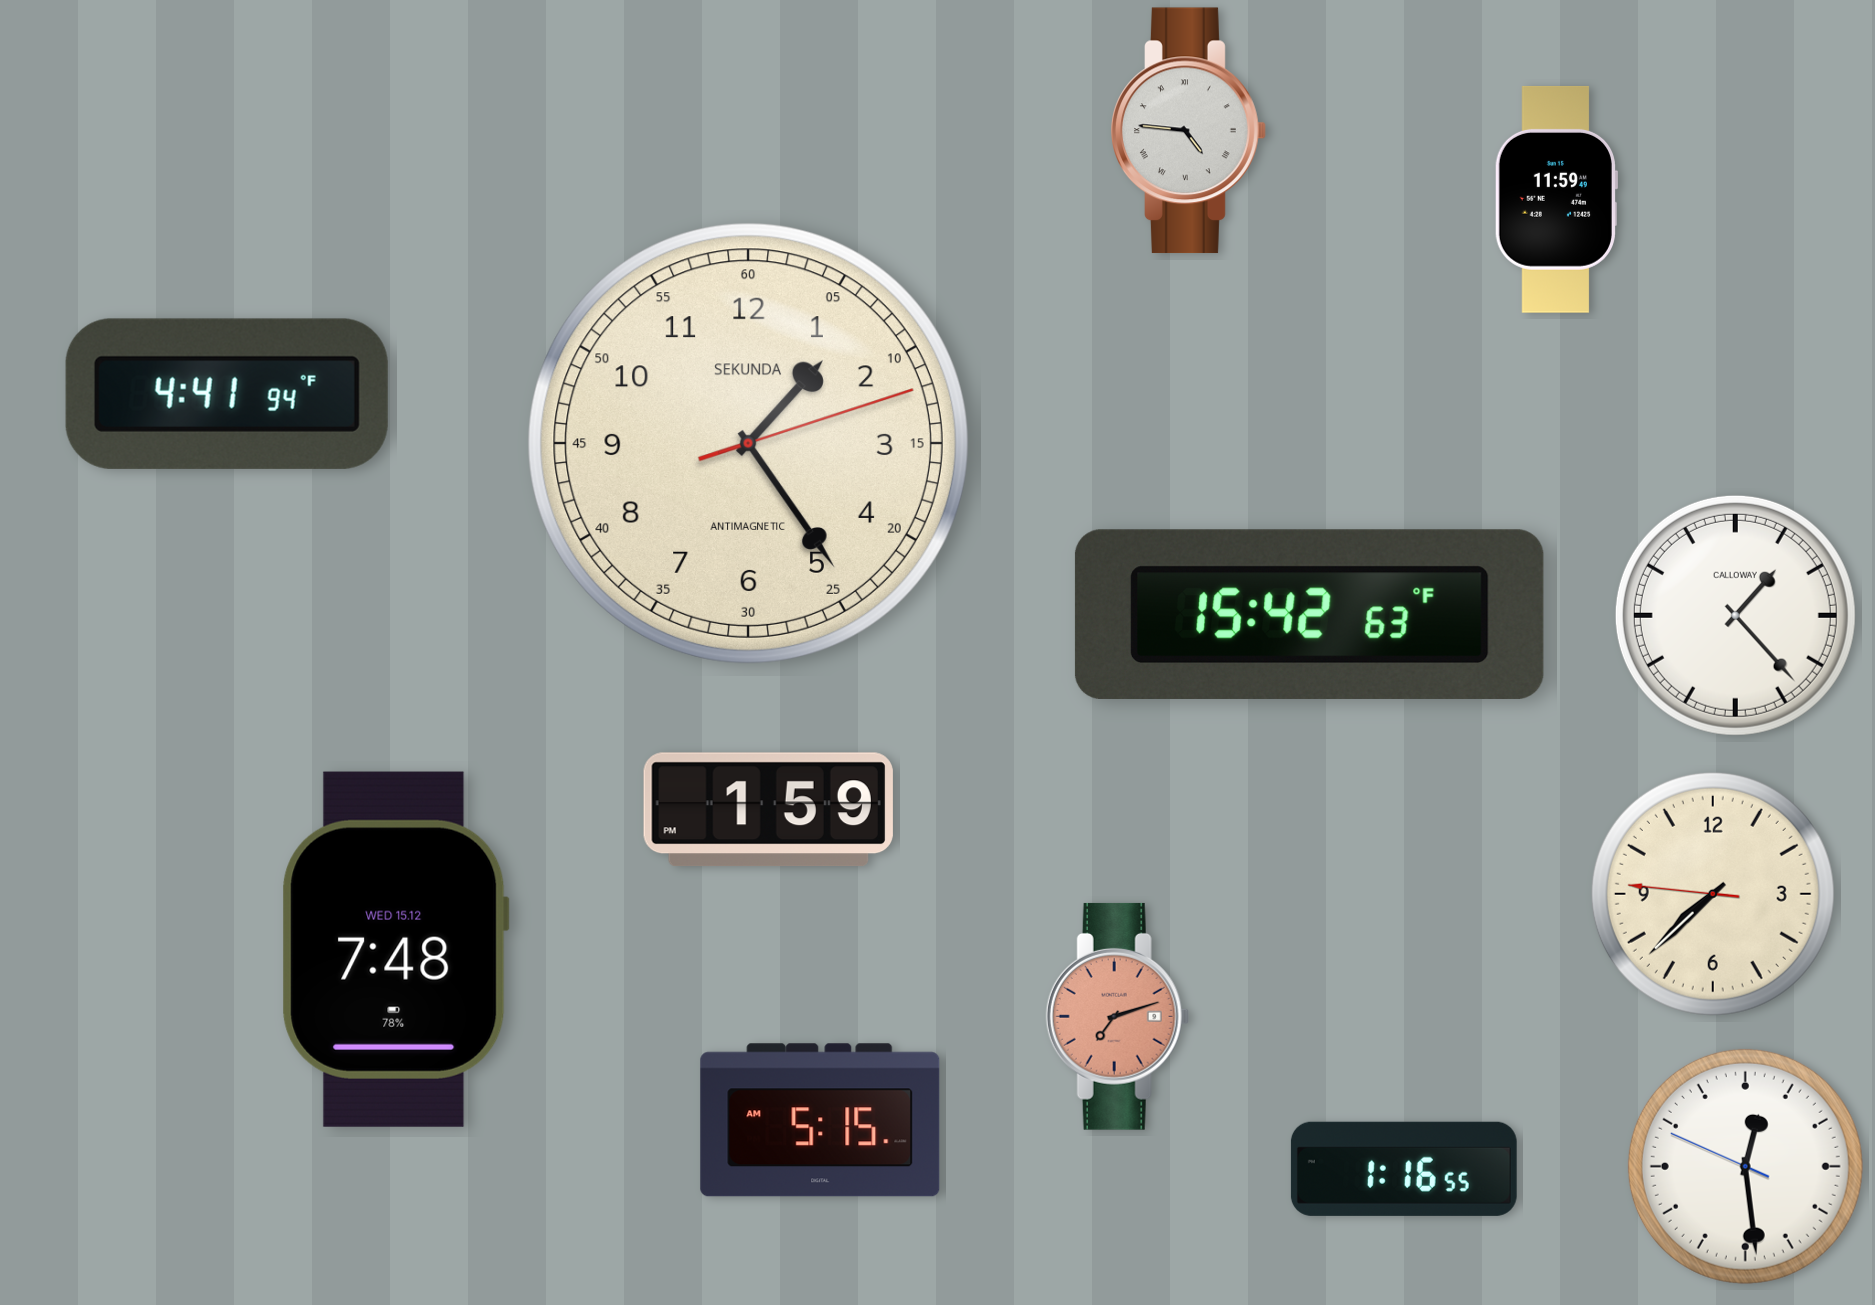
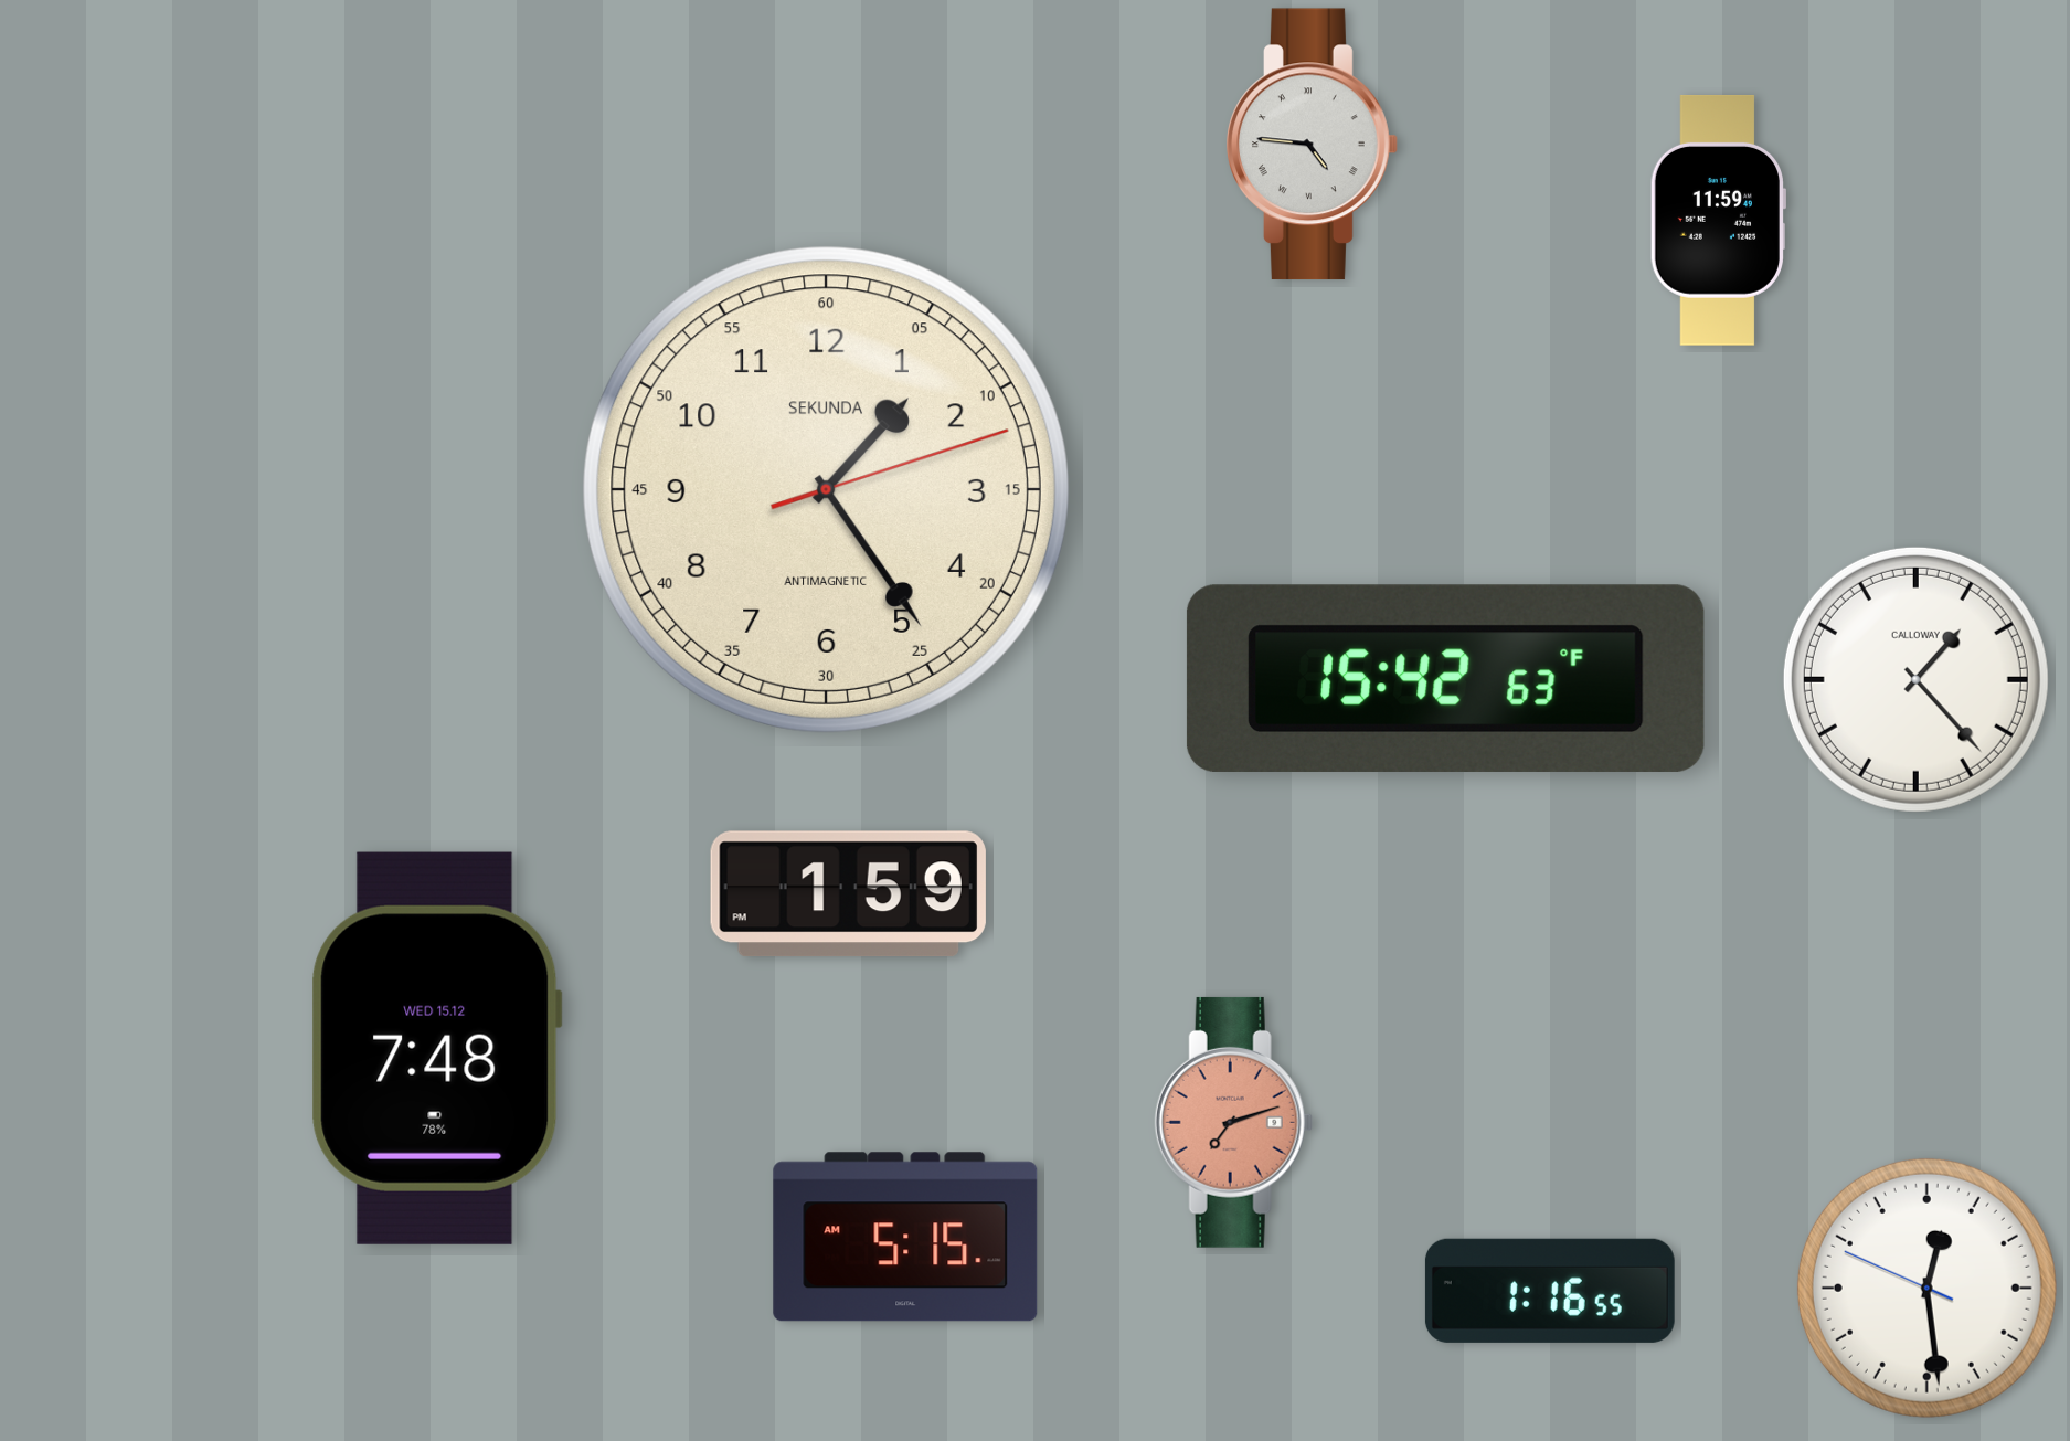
clock at (227, 394): 4:41 -> none
clock at (1713, 894): 7:37 -> none
